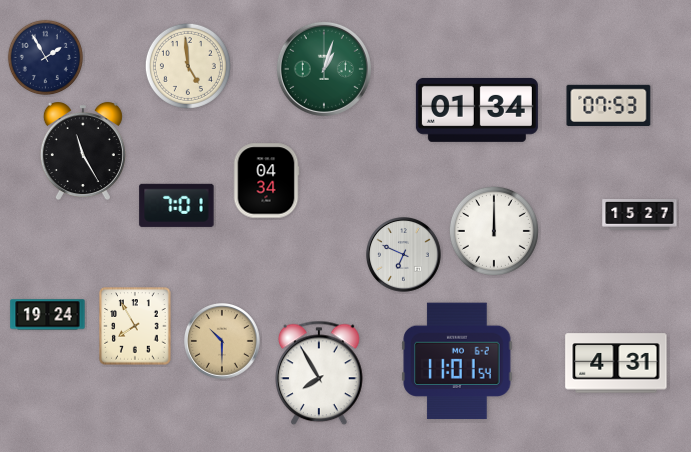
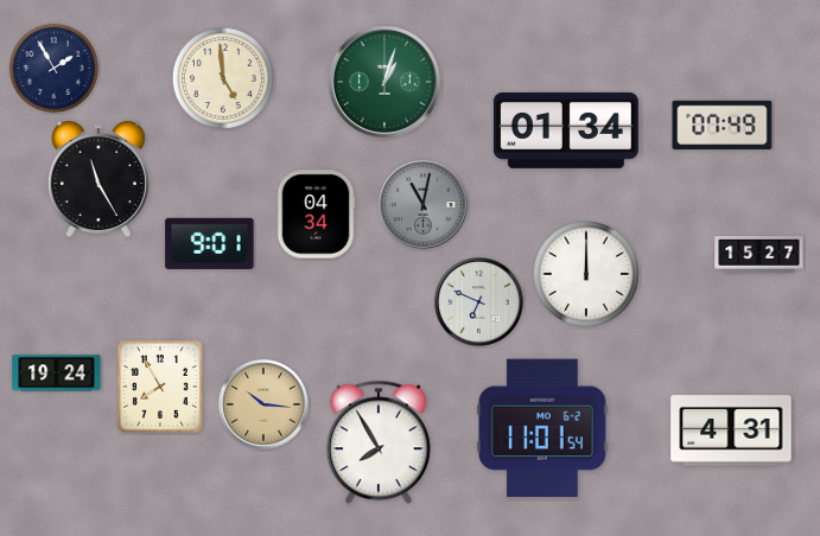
clock at (609, 105): 07:53 -> 07:49
clock at (424, 205): none -> 11:02
clock at (177, 205): 7:01 -> 9:01
clock at (223, 342): 10:30 -> 10:16
